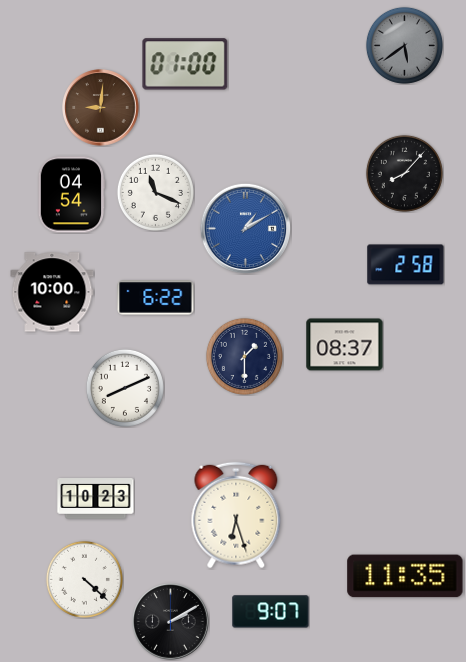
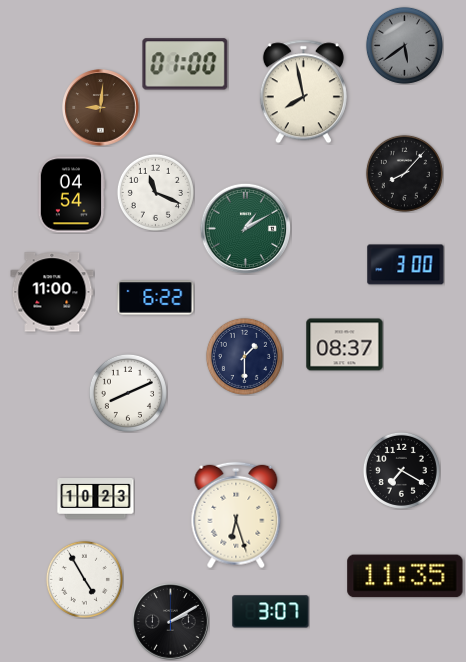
clock at (303, 92): none -> 7:58
clock at (245, 228) dial: blue -> green
clock at (406, 265): 2:58 -> 3:00
clock at (52, 292): 10:00 -> 11:00
clock at (125, 388) position: (125, 388) -> (128, 393)
clock at (401, 470): none -> 7:20
clock at (84, 579): 4:22 -> 4:55
clock at (271, 612): 9:07 -> 3:07
